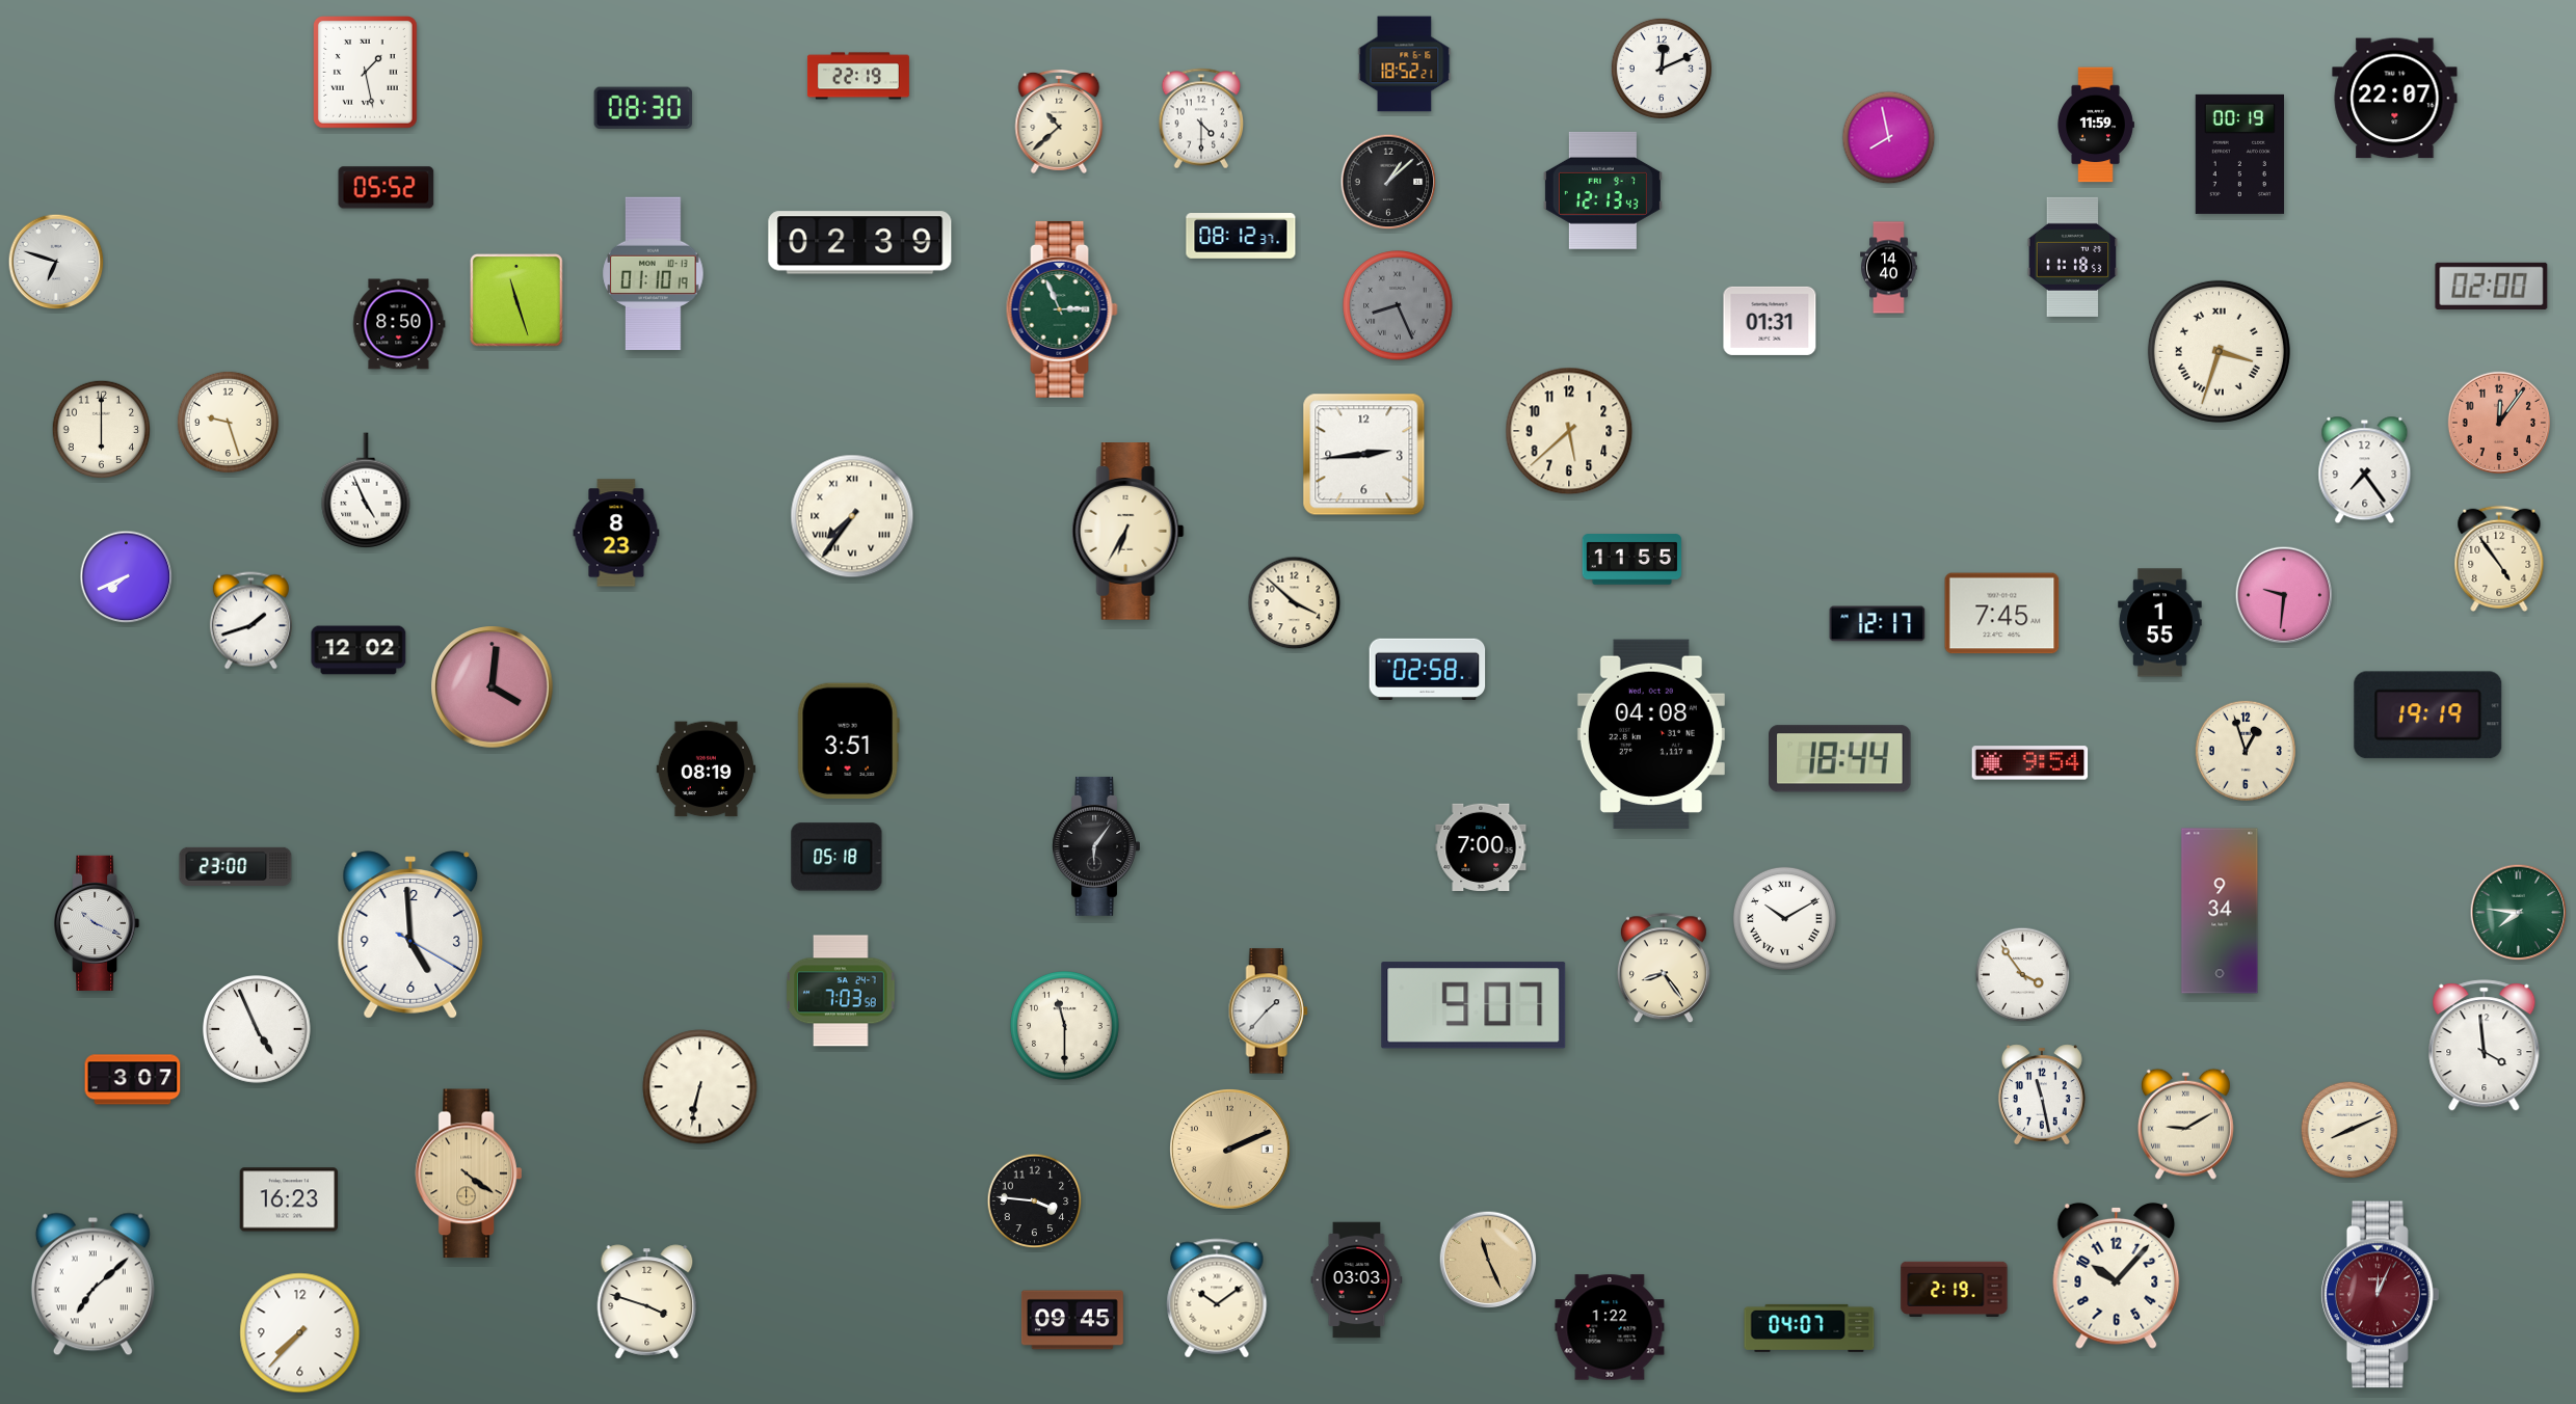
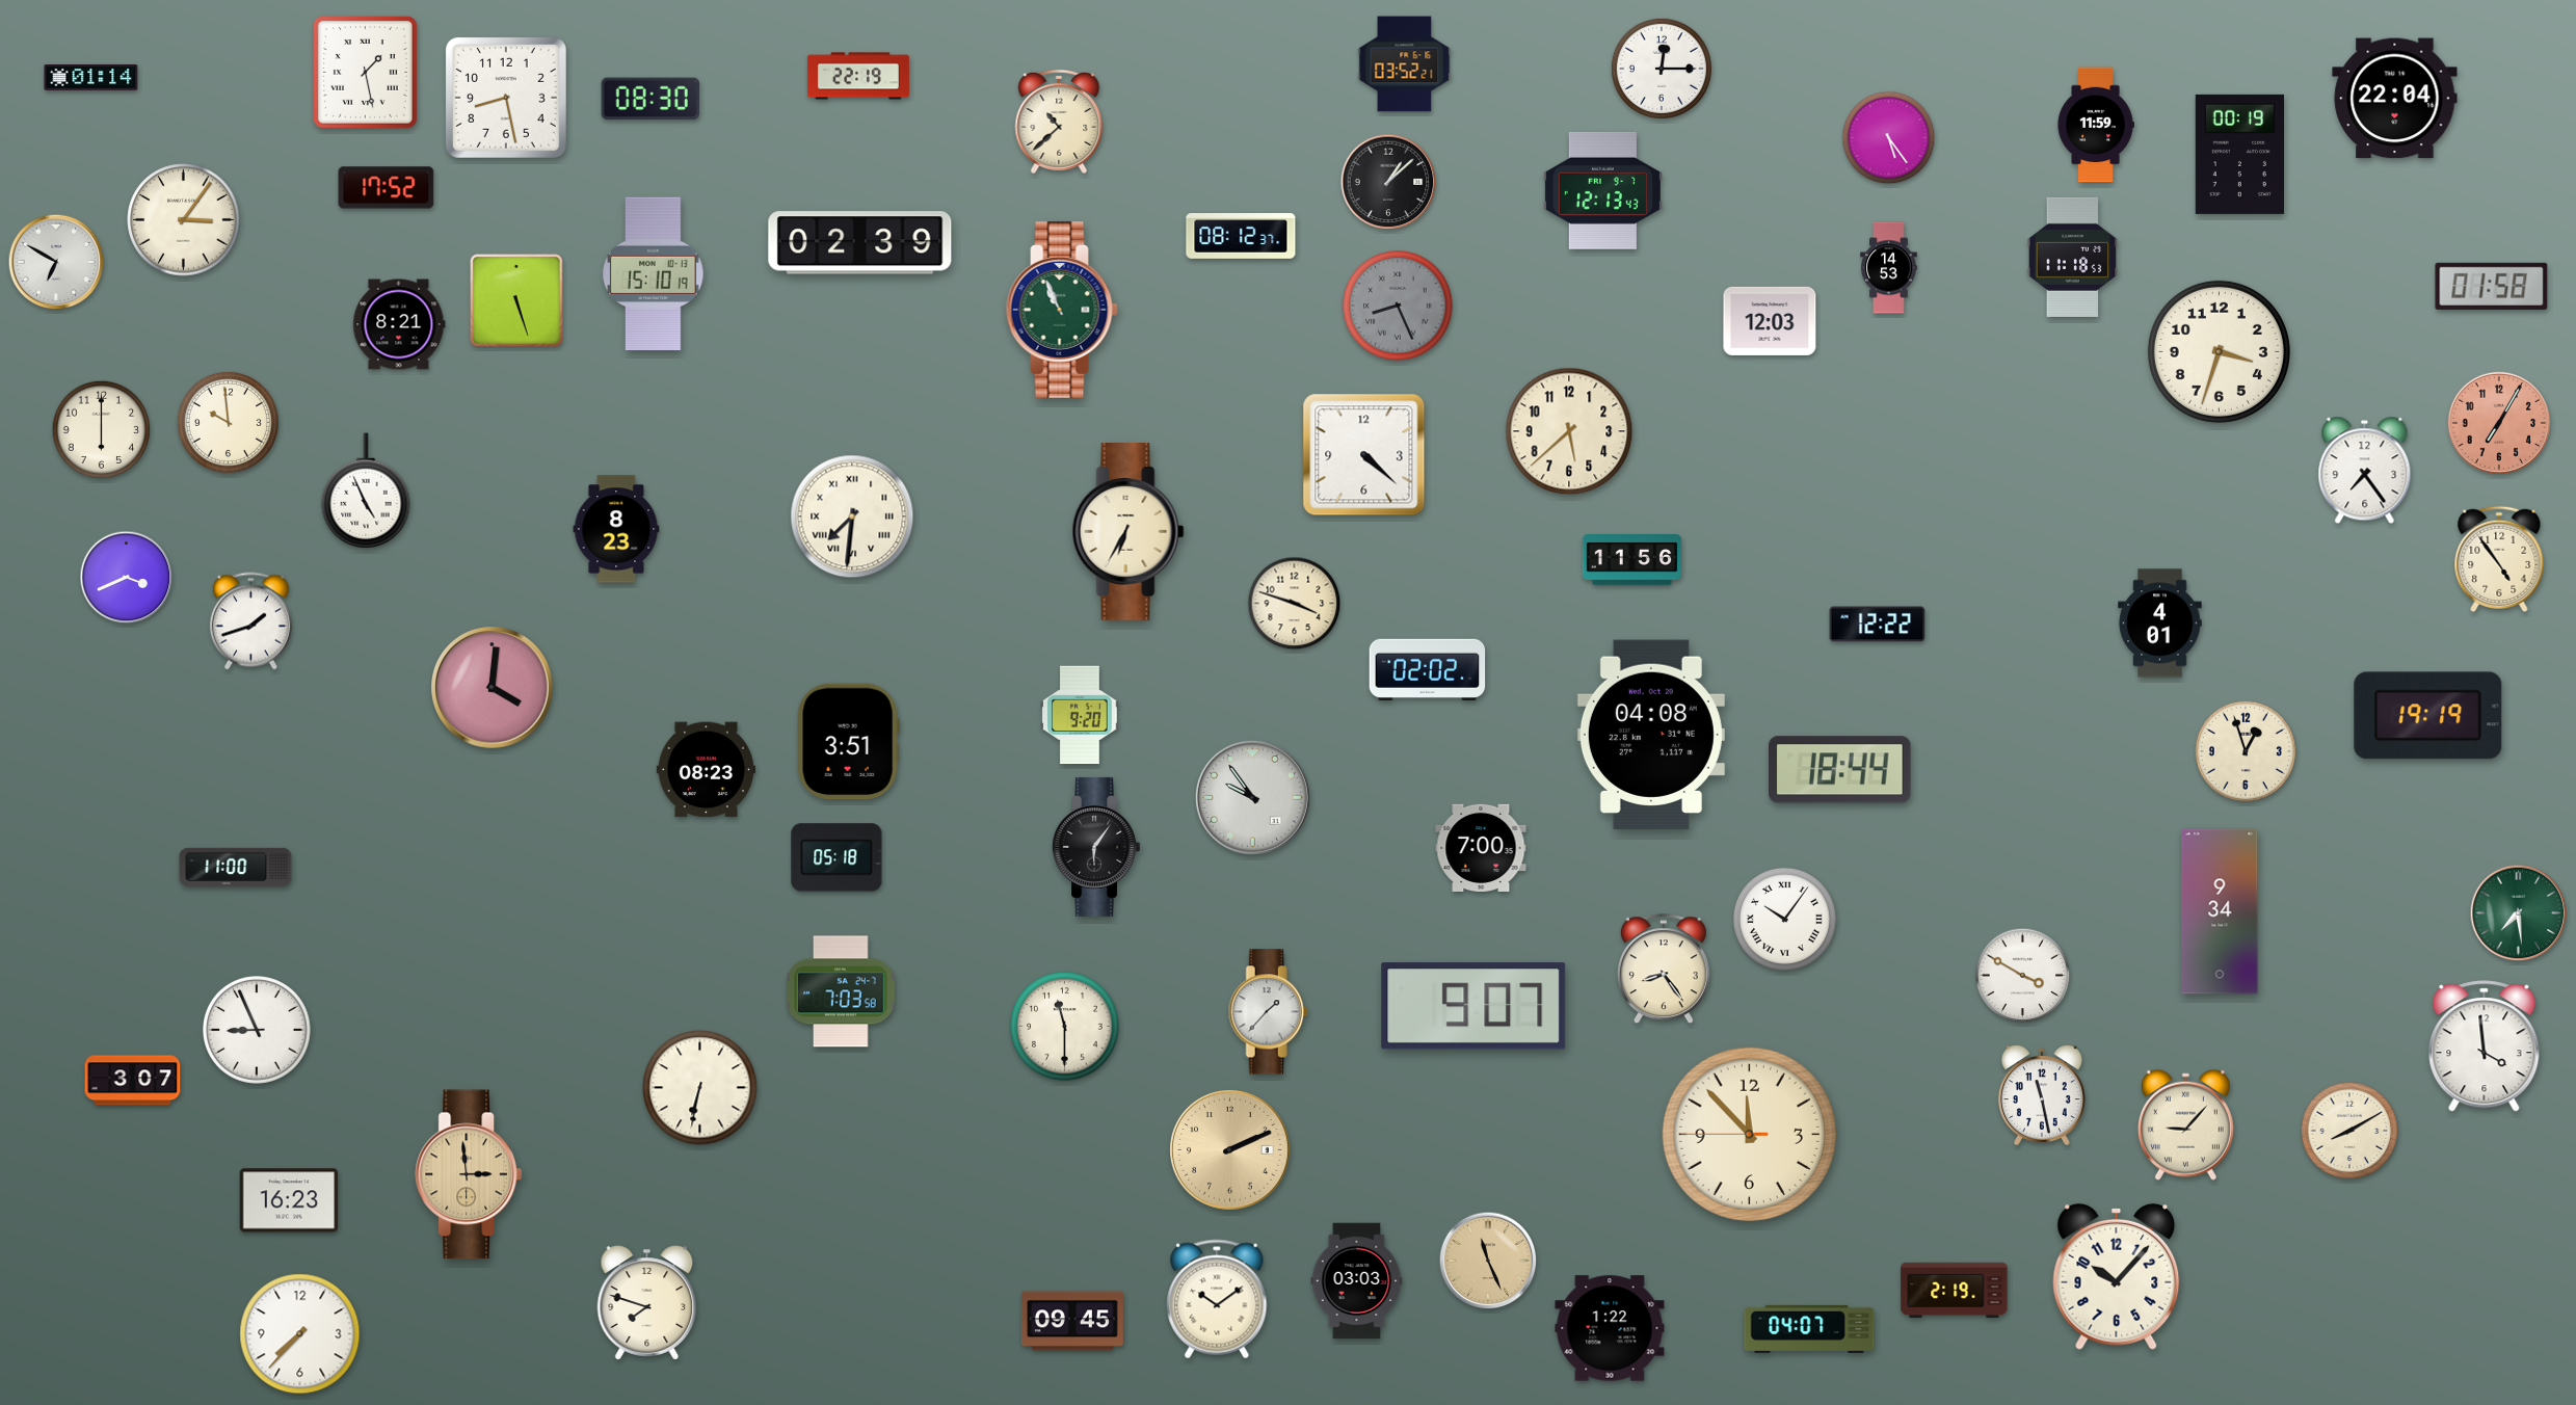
clock at (1405, 64): 18:52 -> 03:52
clock at (1662, 69): 12:11 -> 12:15
clock at (91, 77): none -> 01:14
clock at (506, 98): none -> 8:28
clock at (2395, 99): 22:07 -> 22:04
clock at (643, 108) position: (643, 108) -> (650, 99)
clock at (1201, 118): 4:30 -> none
clock at (1889, 138): 7:58 -> 5:24
clock at (387, 188): 05:52 -> 17:52
clock at (184, 220): none -> 3:06
clock at (56, 262): 6:48 -> 6:50
clock at (1889, 268): 14:40 -> 14:53
clock at (654, 274): 01:10 -> 15:10
clock at (2492, 286): 02:00 -> 01:58
clock at (516, 300): 11:27 -> 5:27
clock at (1062, 309): 2:56 -> 10:56
clock at (1770, 321): 01:31 -> 12:03
clock at (399, 324): 8:50 -> 8:21
clock at (2219, 351) numerals: Roman -> Arabic
clock at (228, 422): 9:27 -> 9:59
clock at (2498, 422): 12:06 -> 7:05
clock at (1364, 455): 2:44 -> 4:22
clock at (852, 516): 7:36 -> 7:31
clock at (616, 533) position: (616, 533) -> (616, 529)
clock at (1632, 560): 11:55 -> 11:56
clock at (127, 577): 7:41 -> 3:41
clock at (2284, 595): 9:31 -> none
clock at (1295, 603): 3:52 -> 3:48
clock at (2002, 614): 7:45 -> none
clock at (2160, 623): 1:55 -> 4:01
clock at (1878, 624): 12:17 -> 12:22
clock at (358, 650): 12:02 -> none
clock at (1428, 669): 02:58 -> 02:02
clock at (1080, 715): none -> 9:20
clock at (1840, 759) position: (1840, 759) -> (1840, 770)
clock at (2030, 763): 9:54 -> none
clock at (706, 770): 08:19 -> 08:23
clock at (1252, 797): none -> 9:54
clock at (236, 866): 23:00 -> 11:00
clock at (2519, 913): 7:46 -> 7:29
clock at (1784, 918): 10:10 -> 10:06
clock at (98, 922): 10:19 -> none
clock at (410, 935): 4:59 -> none
clock at (2023, 975): 3:54 -> 3:50
clock at (257, 1029): 4:56 -> 8:56
clock at (2185, 1124): 9:10 -> 9:07
clock at (2349, 1130): 8:11 -> 8:10
clock at (1750, 1135): none -> 11:52
clock at (468, 1173): 4:21 -> 2:59
clock at (1035, 1201): 3:46 -> none
clock at (92, 1285): 7:08 -> none
clock at (2380, 1295): 12:04 -> none
clock at (647, 1302): 3:48 -> 7:48
